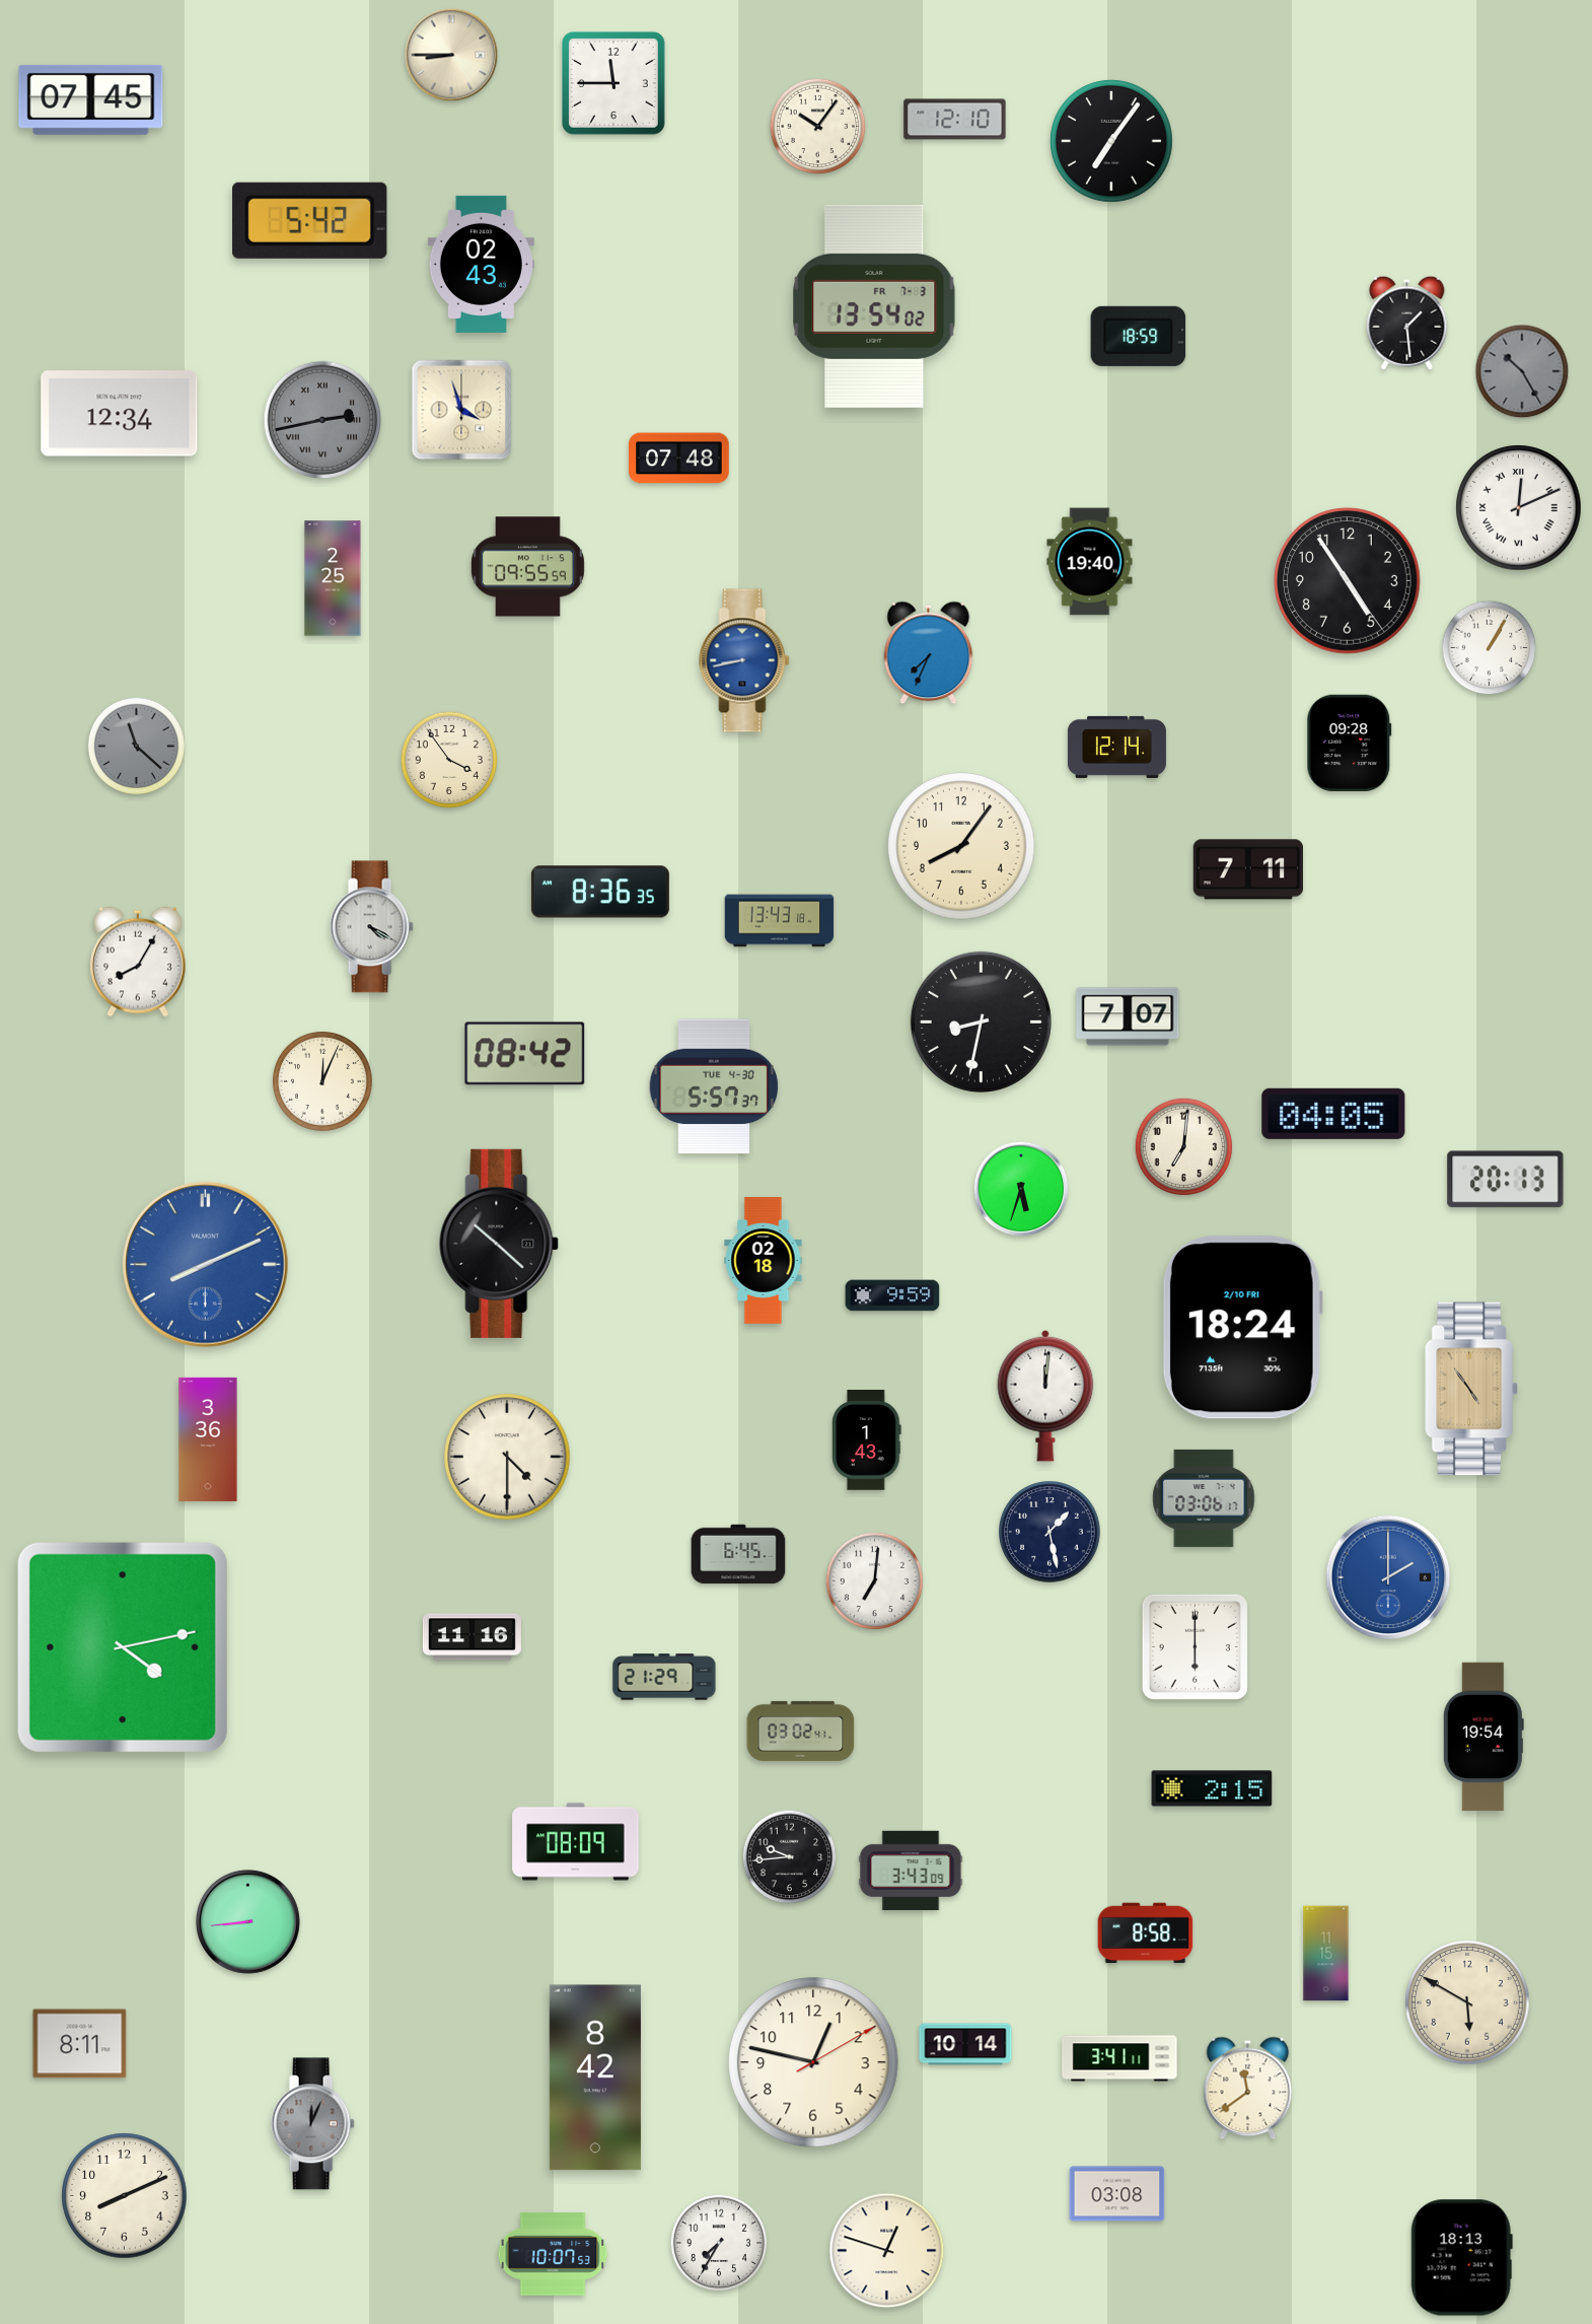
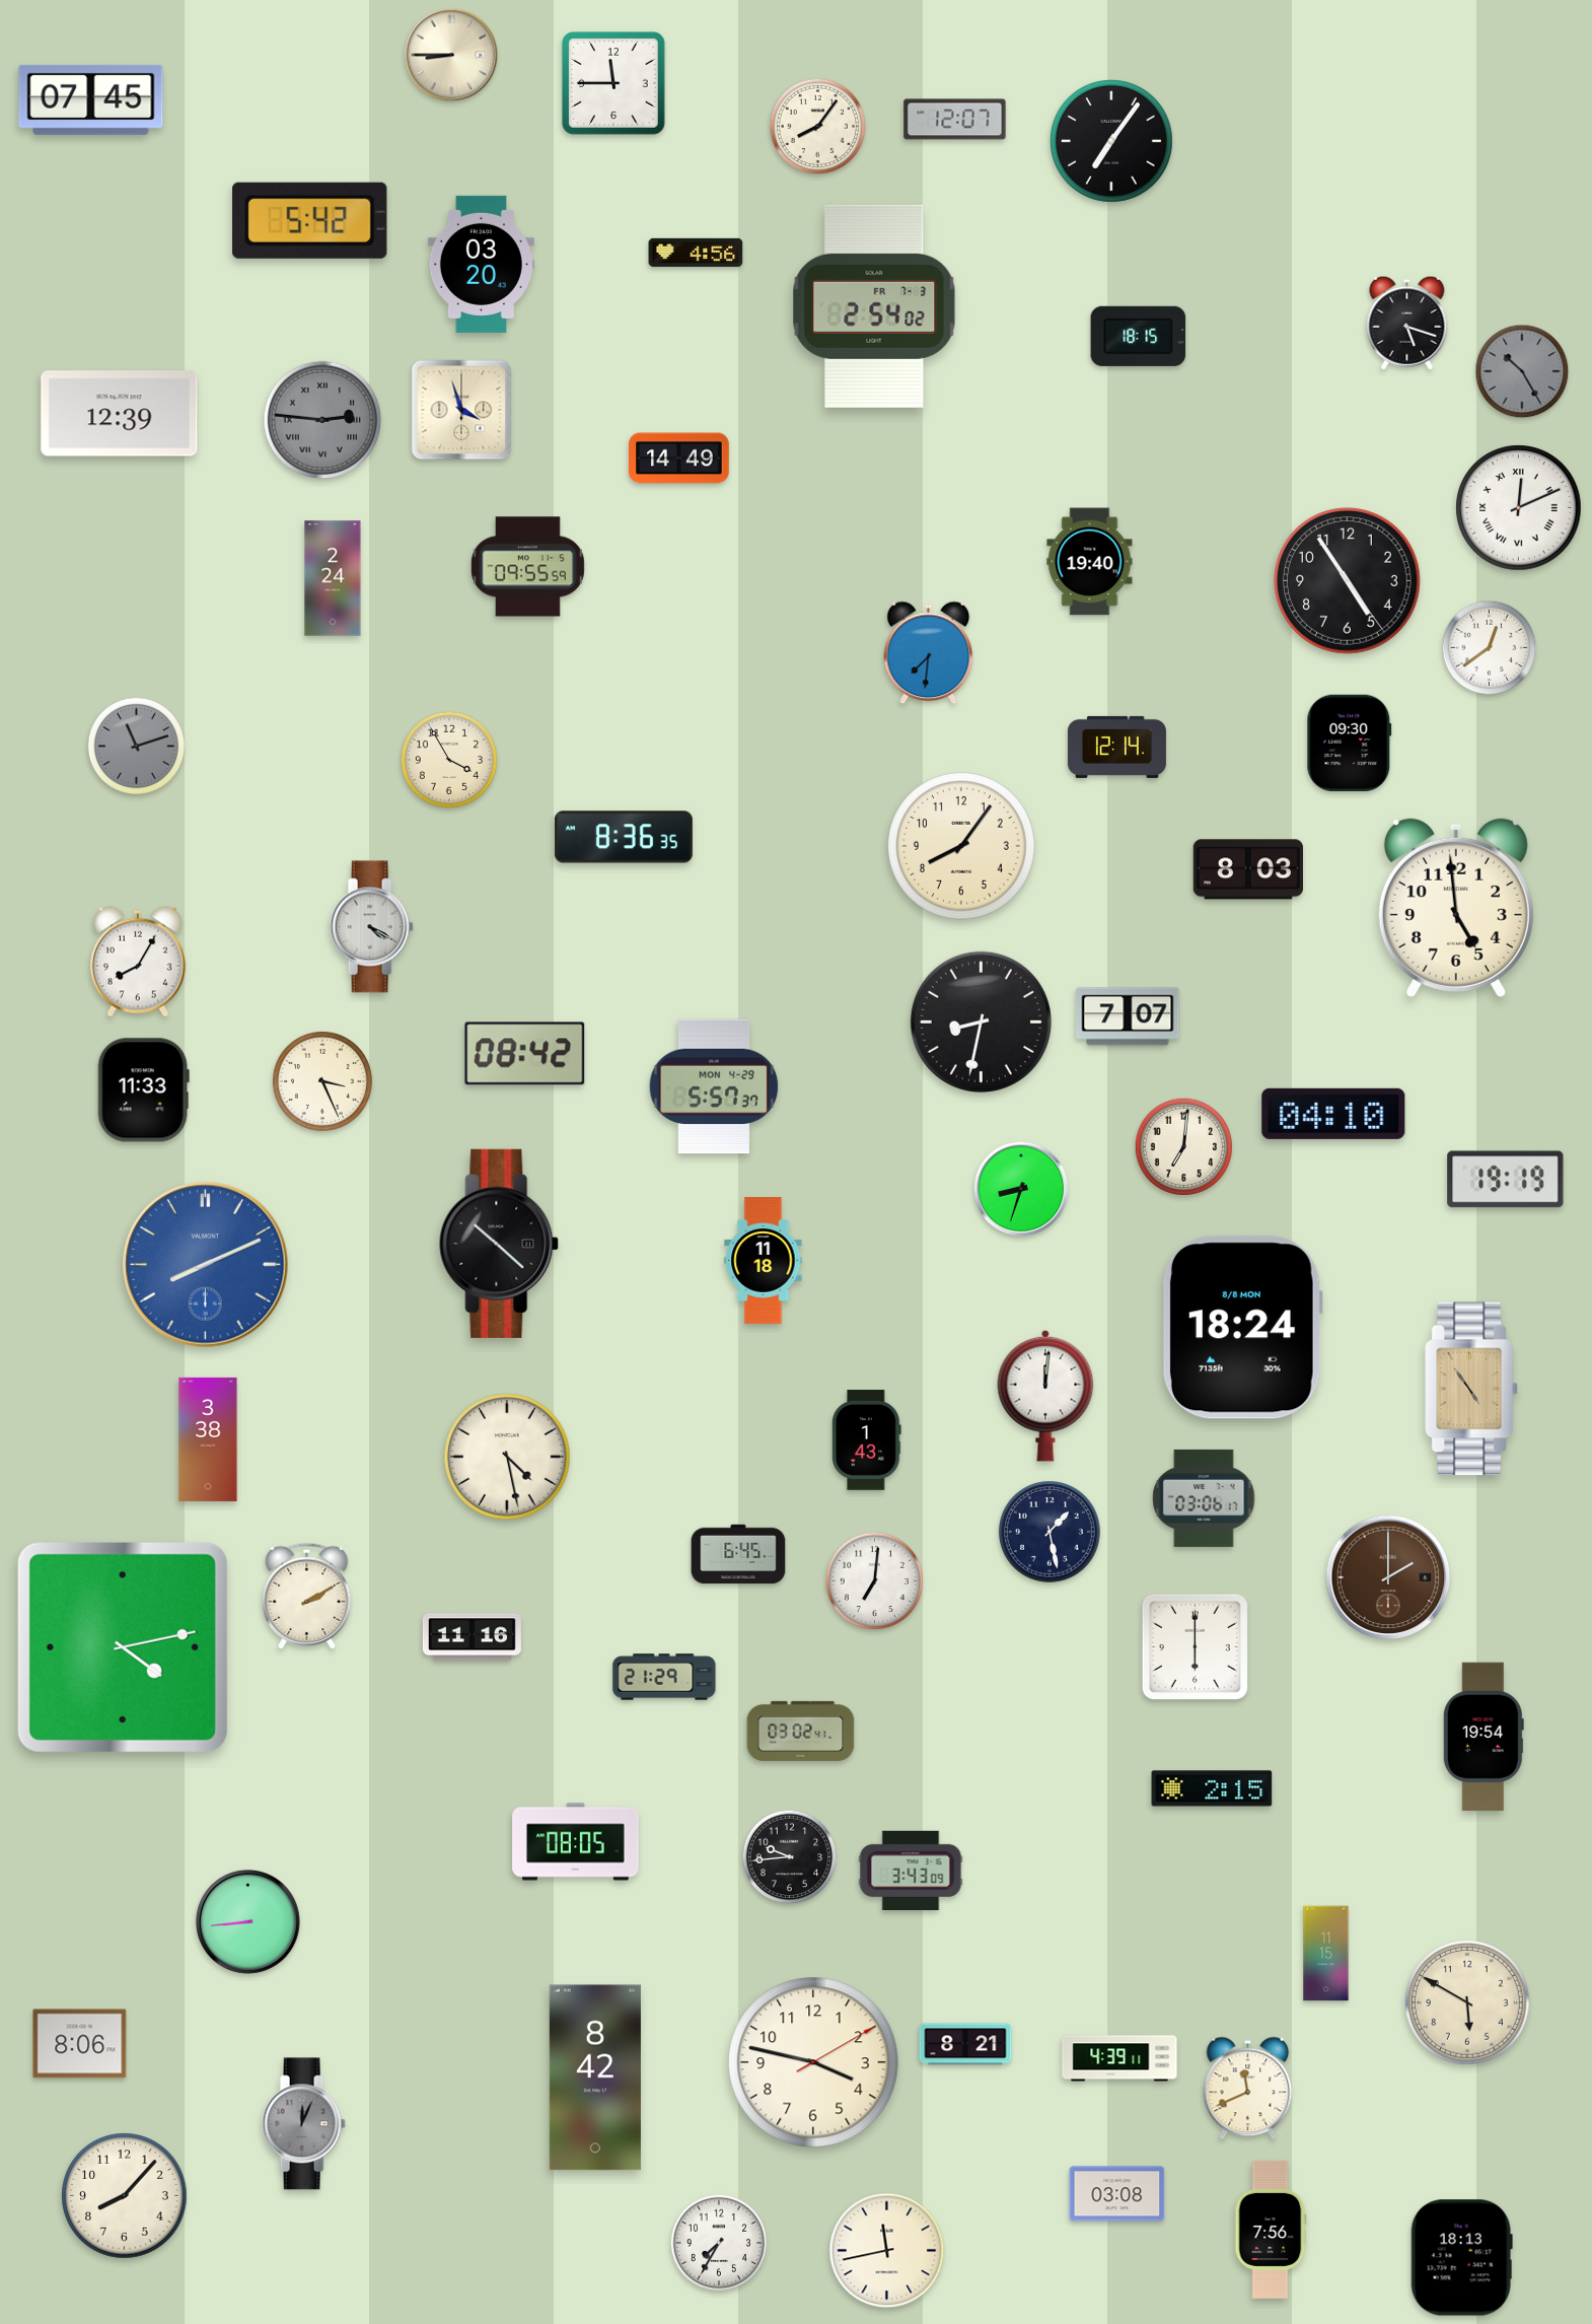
clock at (955, 120): 12:10 -> 12:07
clock at (818, 127): 10:06 -> 8:06
clock at (696, 253): none -> 4:56
clock at (481, 264): 02:43 -> 03:20
clock at (874, 306): 13:54 -> 2:54
clock at (1407, 323): 1:29 -> 5:18
clock at (1139, 336): 18:59 -> 18:15
clock at (120, 414): 12:34 -> 12:39
clock at (322, 420): 2:43 -> 2:46
clock at (679, 459): 07:48 -> 14:49
clock at (333, 578): 2:25 -> 2:24
clock at (1490, 648): 1:05 -> 12:39
clock at (929, 653): 7:34 -> 7:31
clock at (744, 660): 8:43 -> none
clock at (1350, 743): 09:28 -> 09:30
clock at (136, 746): 11:22 -> 11:12
clock at (449, 760): 3:54 -> 3:55
clock at (1248, 869): 7:11 -> 8:03
clock at (600, 892) position: (600, 892) -> (624, 837)
clock at (1456, 908): none -> 4:59
clock at (780, 921): 13:43 -> none
clock at (322, 1081): 12:04 -> 3:26
clock at (714, 1086) date: TUE 4-30 -> MON 4-29
clock at (143, 1090): none -> 11:33
clock at (1333, 1114): 04:05 -> 04:10
clock at (1506, 1180): 20:13 -> 19:19
clock at (1021, 1189): 5:33 -> 8:33
clock at (764, 1261): 02:18 -> 11:18
clock at (892, 1295): 9:59 -> none
clock at (1242, 1328) date: 2/10 FRI -> 8/8 MON
clock at (208, 1439): 3:36 -> 3:38
clock at (507, 1457): 4:30 -> 4:28
clock at (1388, 1577) dial: blue -> brown
clock at (307, 1596): none -> 2:10
clock at (576, 1842): 08:09 -> 08:05
clock at (1146, 1933): 8:58 -> none
clock at (80, 2044): 8:11 -> 8:06
clock at (965, 2044): 10:14 -> 8:21
clock at (1119, 2058): 3:41 -> 4:39
clock at (813, 2062): 12:47 -> 3:47
clock at (1248, 2089): 11:39 -> 11:41
clock at (312, 2124) position: (312, 2124) -> (303, 2124)
clock at (125, 2196): 8:11 -> 8:07
clock at (1271, 2230): none -> 7:56
clock at (887, 2251): 12:48 -> 11:43
clock at (553, 2254): 10:07 -> none
